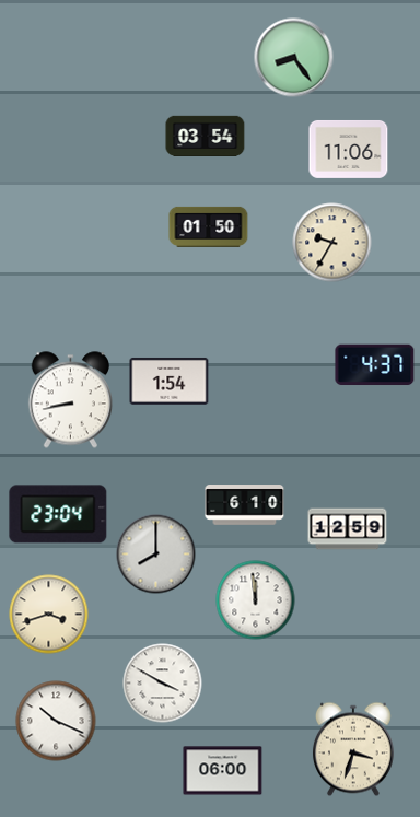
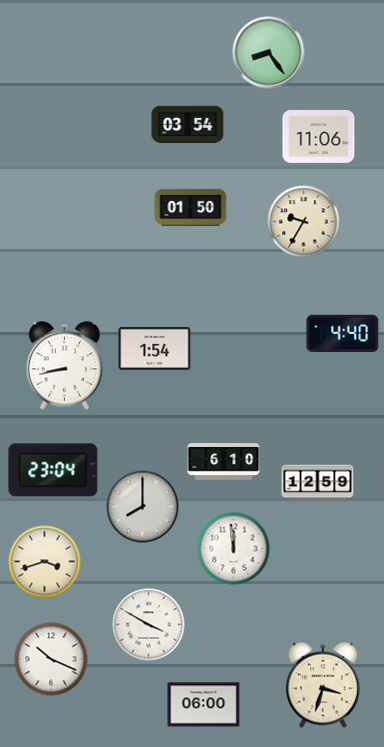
clock at (375, 365): 4:37 -> 4:40
